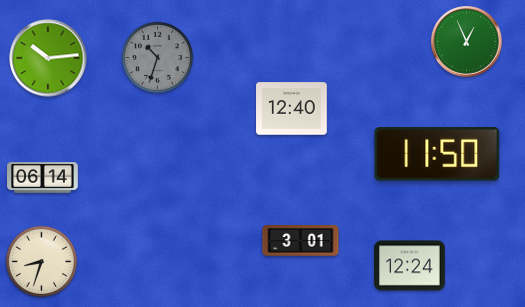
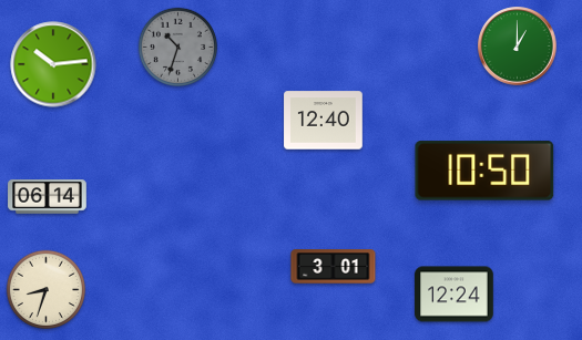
clock at (467, 42): 12:56 -> 1:00
clock at (158, 58) position: (158, 58) -> (178, 48)
clock at (437, 154): 11:50 -> 10:50
